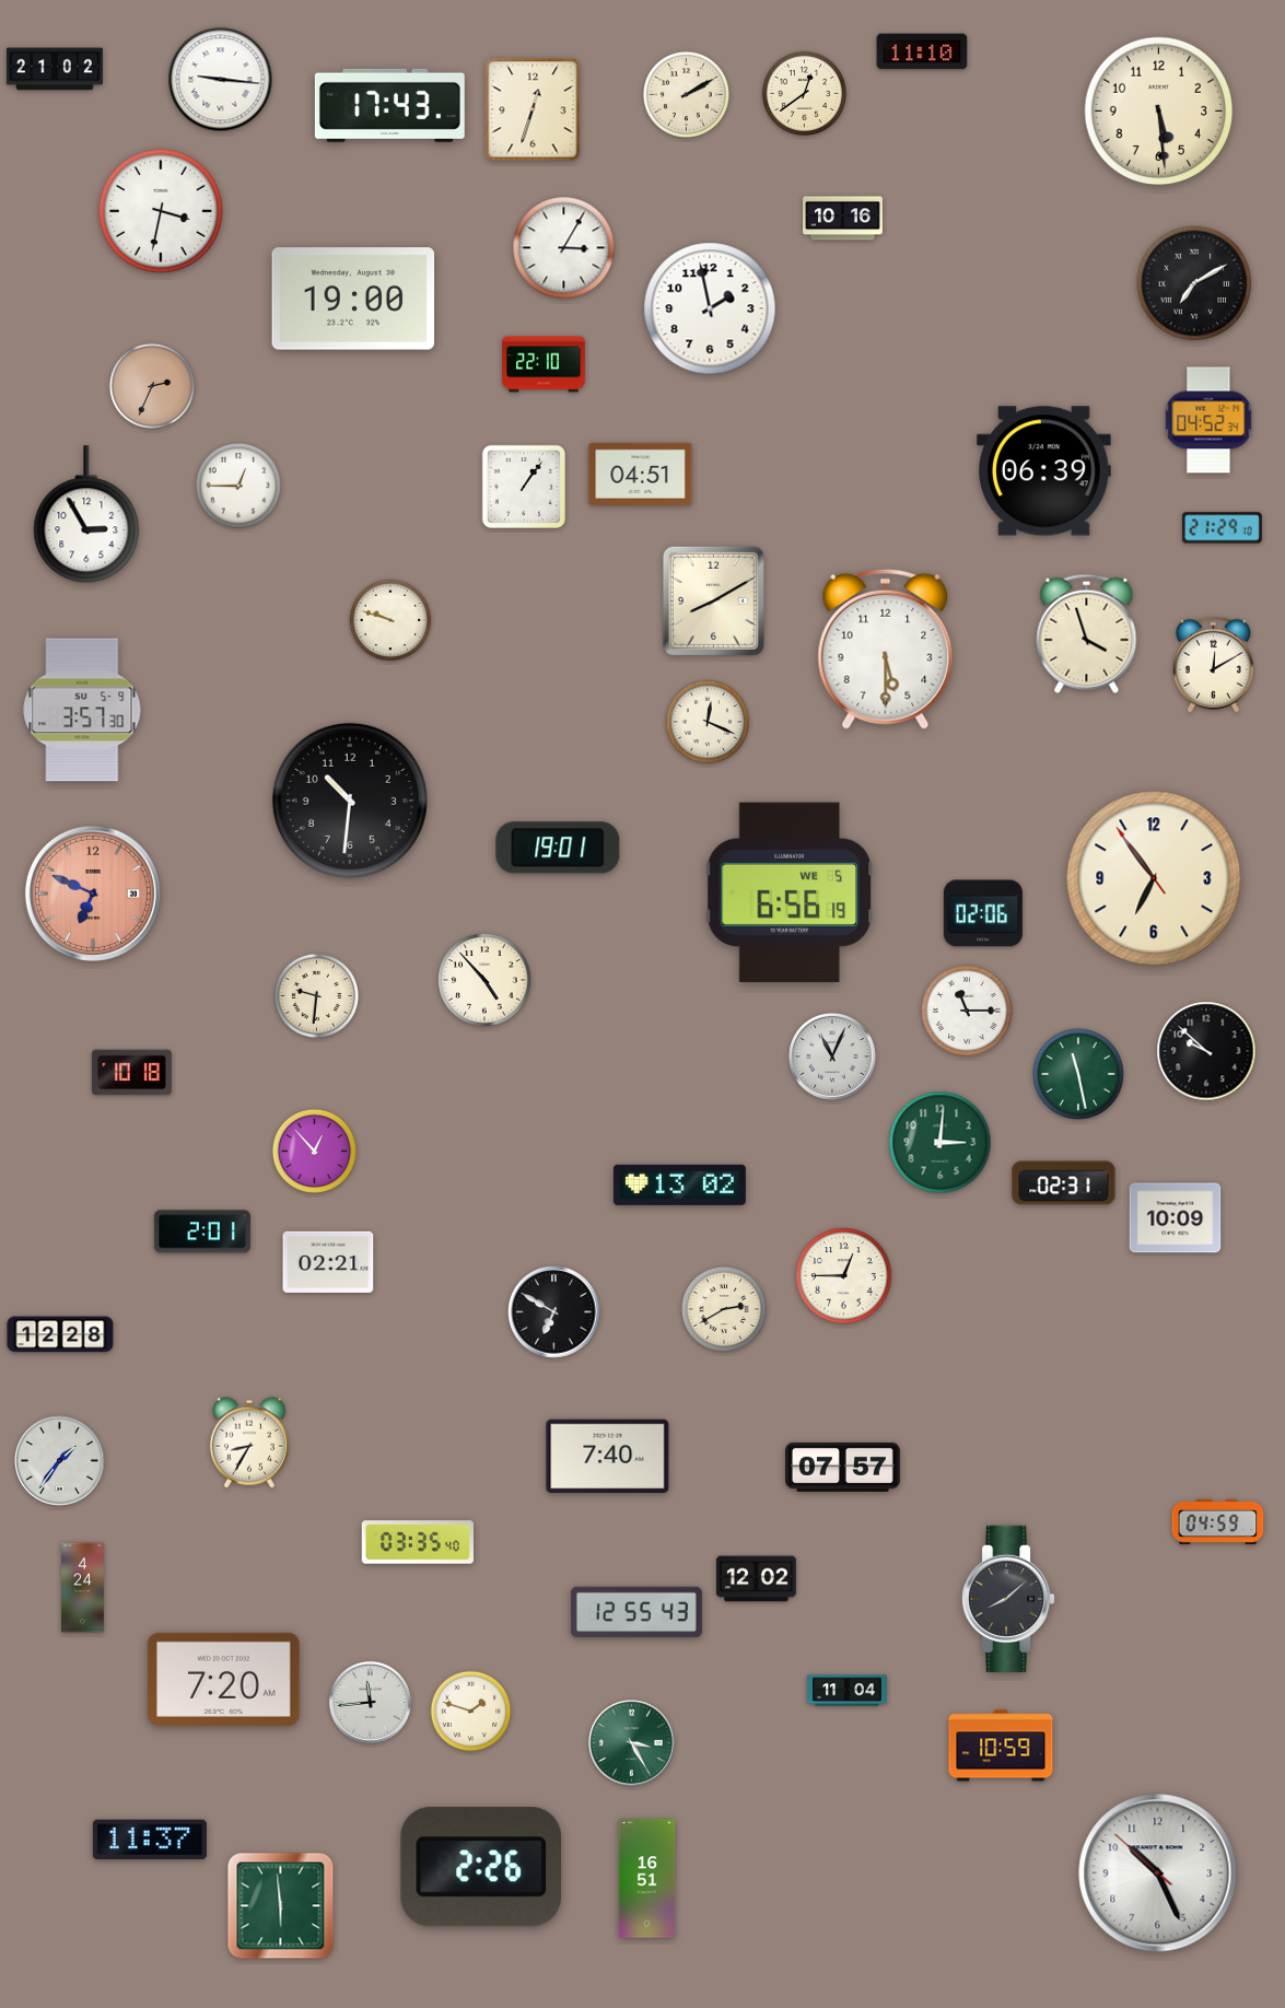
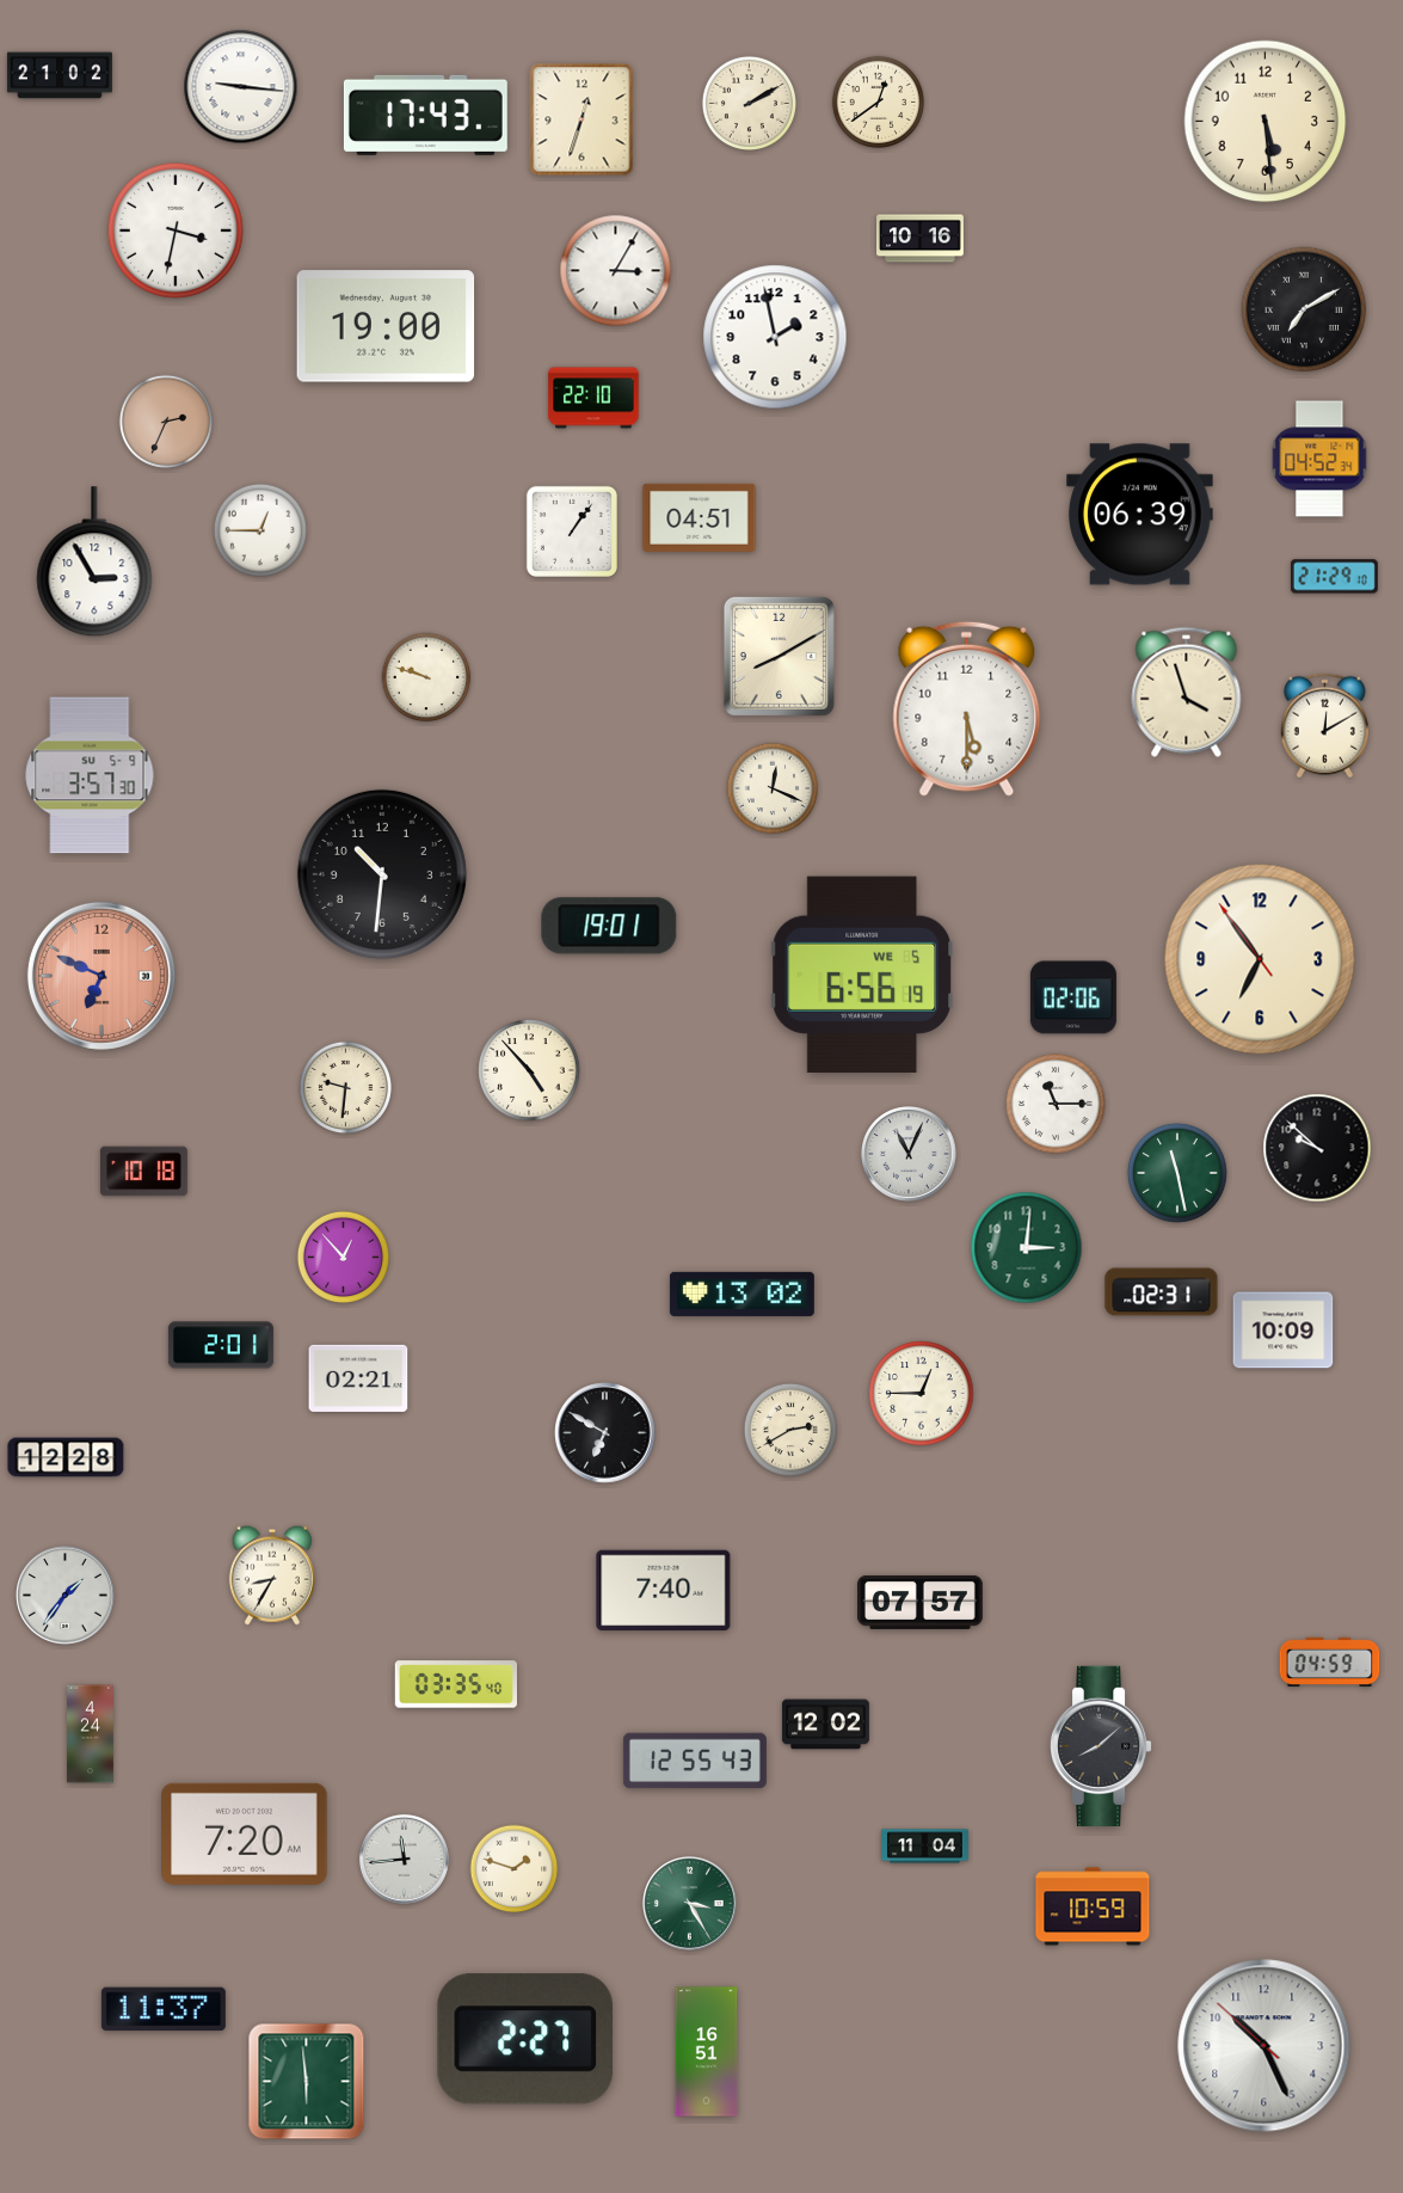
clock at (922, 51): 11:10 -> none
clock at (480, 1867): 2:26 -> 2:27
